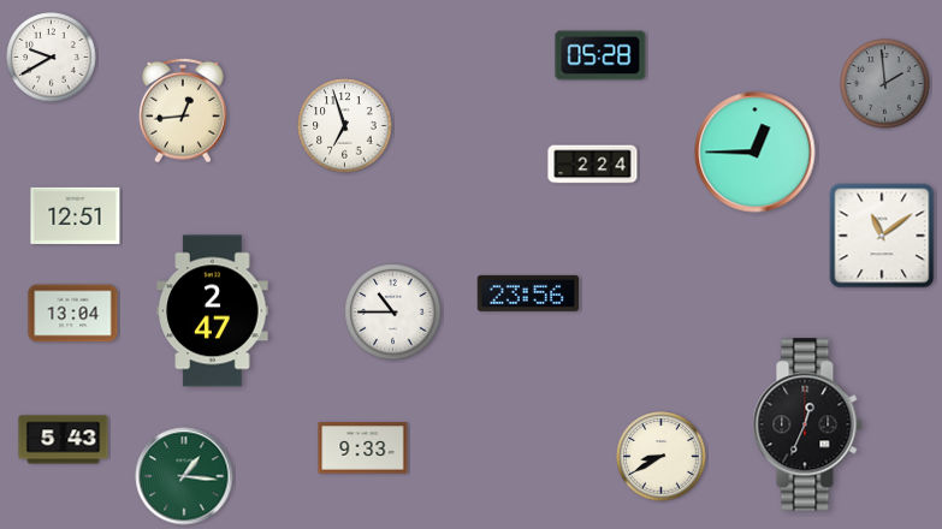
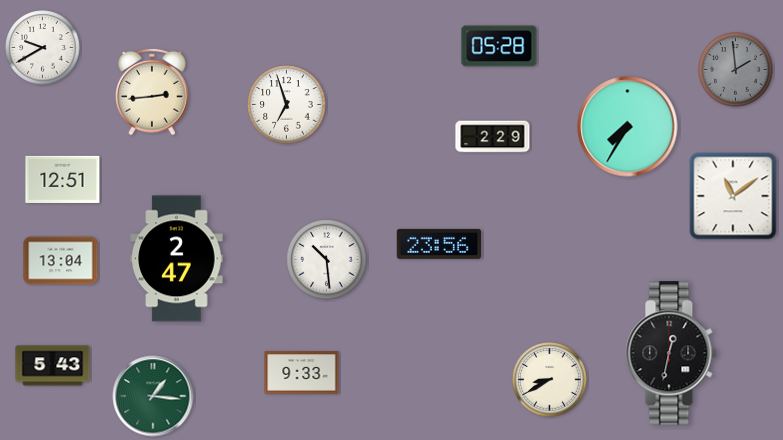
clock at (183, 111): 12:44 -> 2:44
clock at (756, 153): 12:45 -> 7:35
clock at (593, 165): 2:24 -> 2:29
clock at (393, 313): 10:45 -> 10:29
clock at (807, 424): 12:34 -> 12:32
